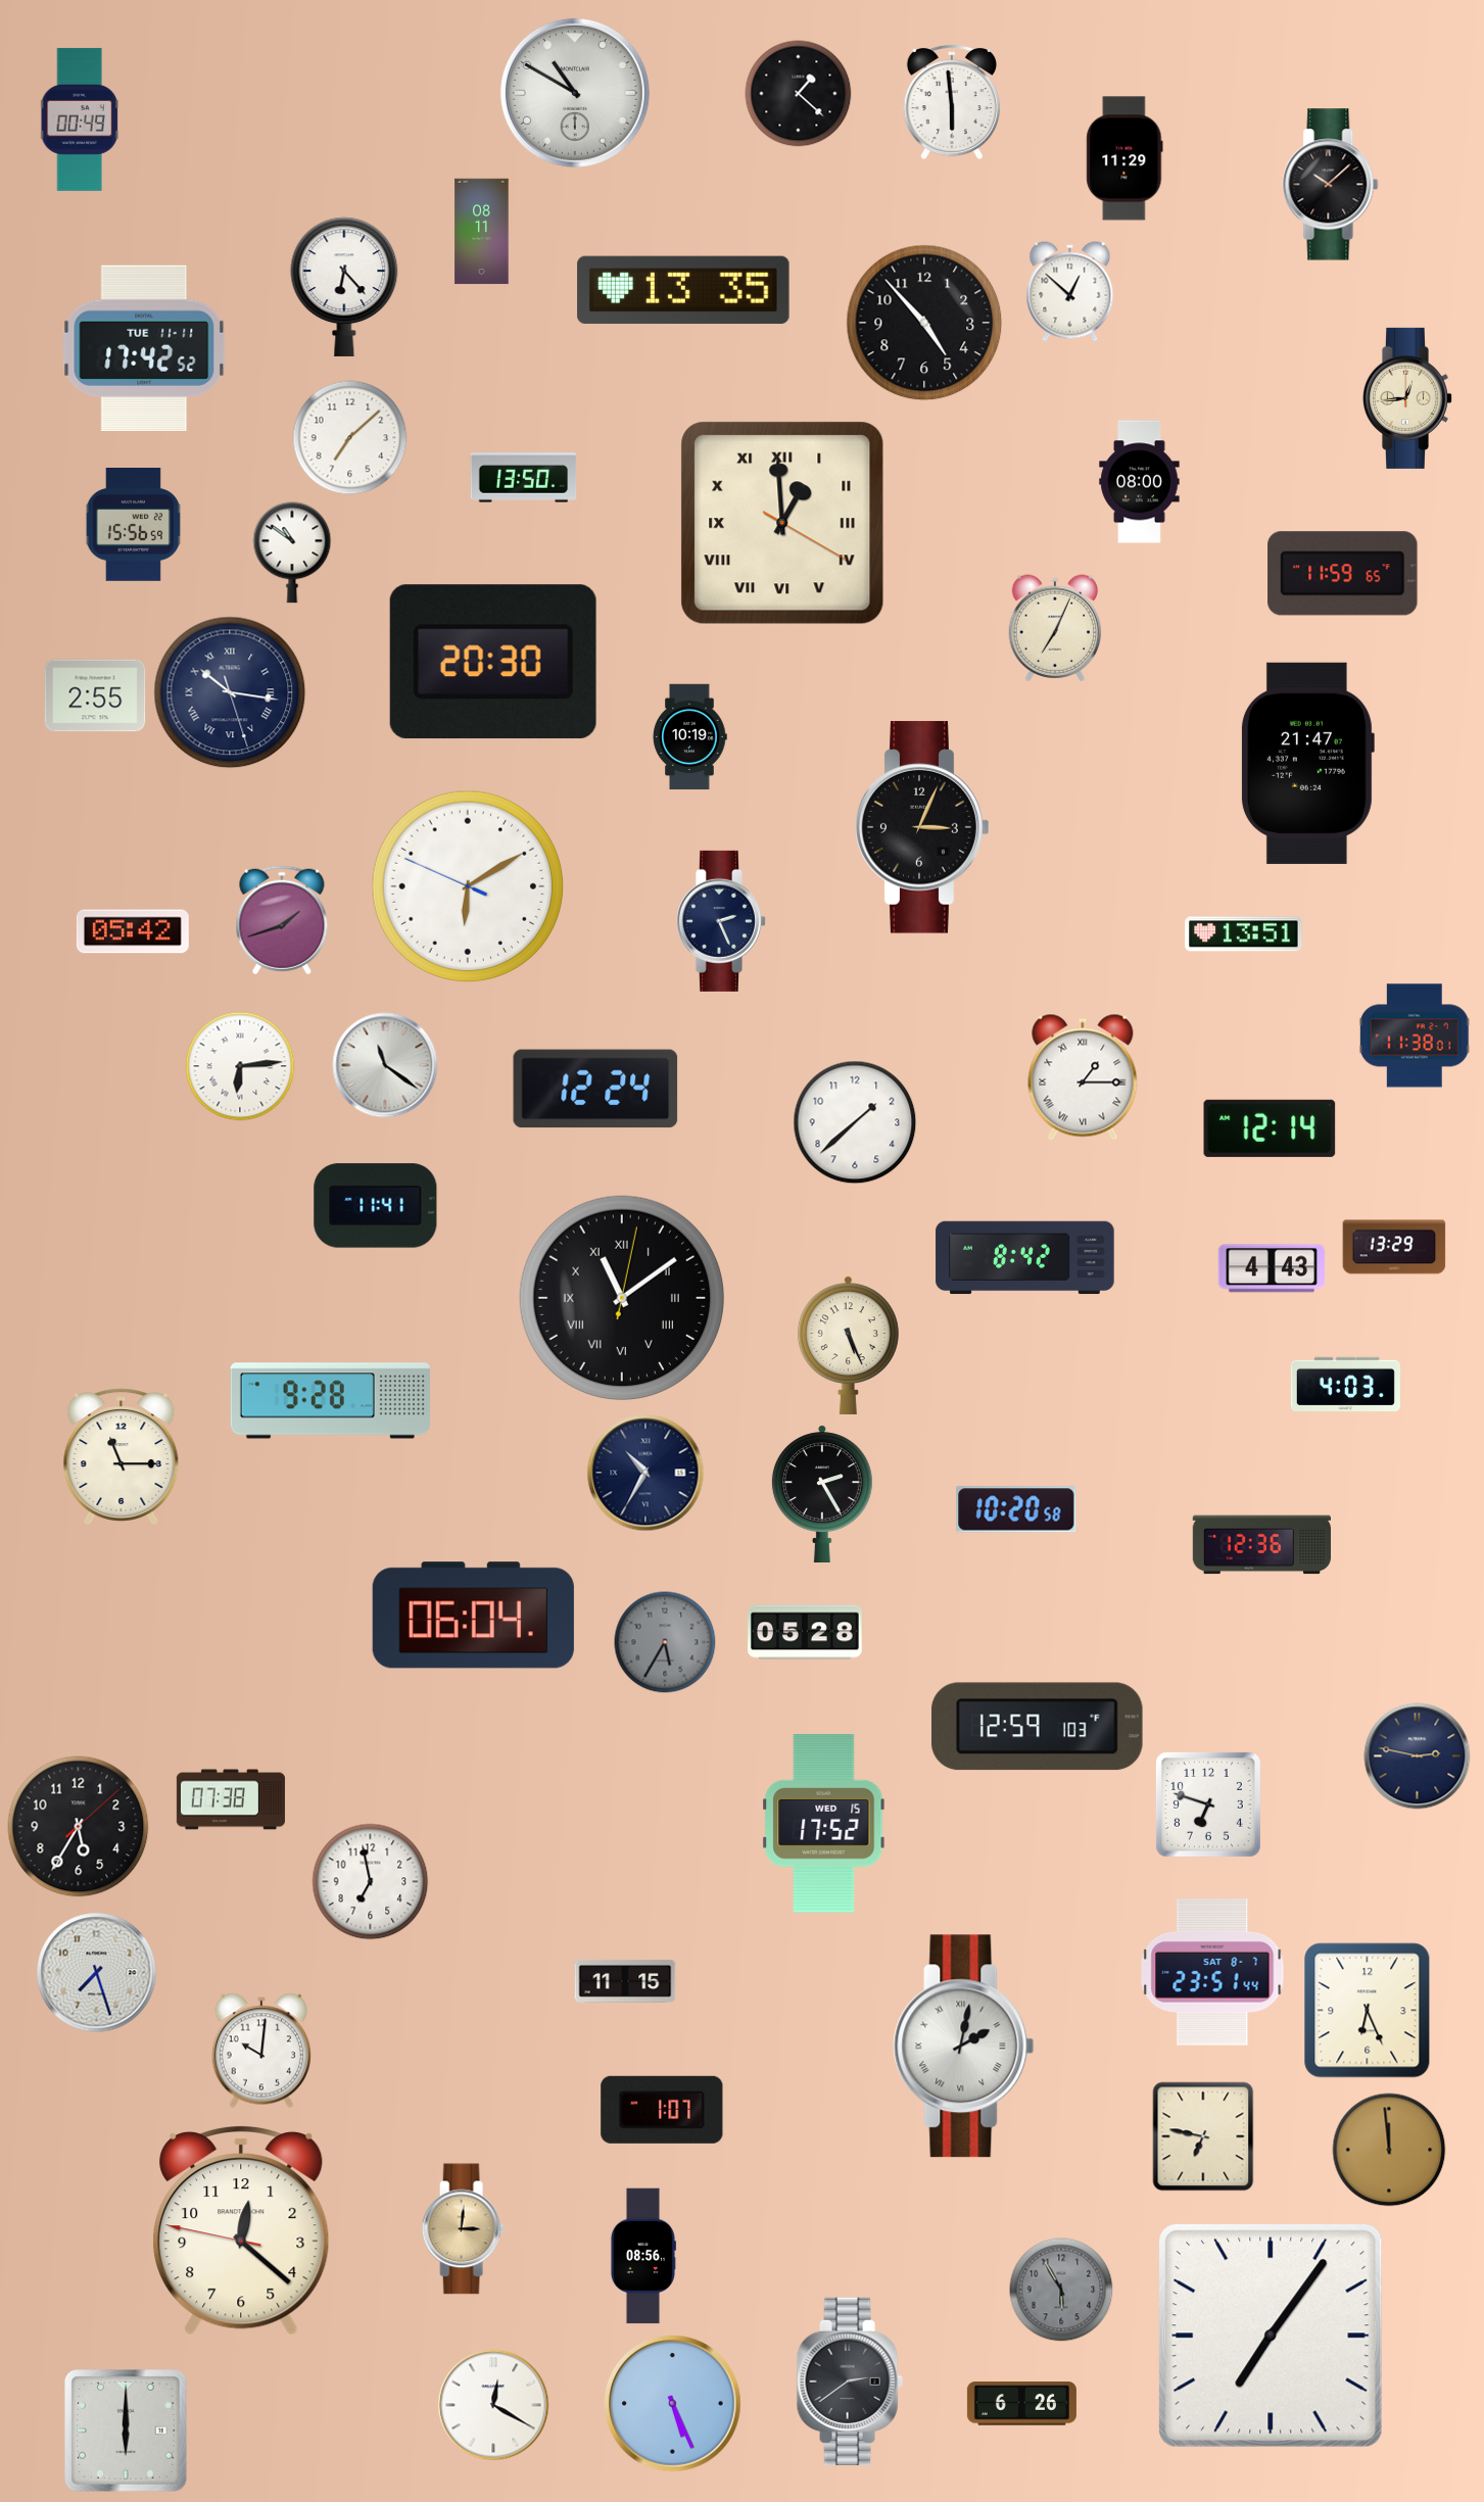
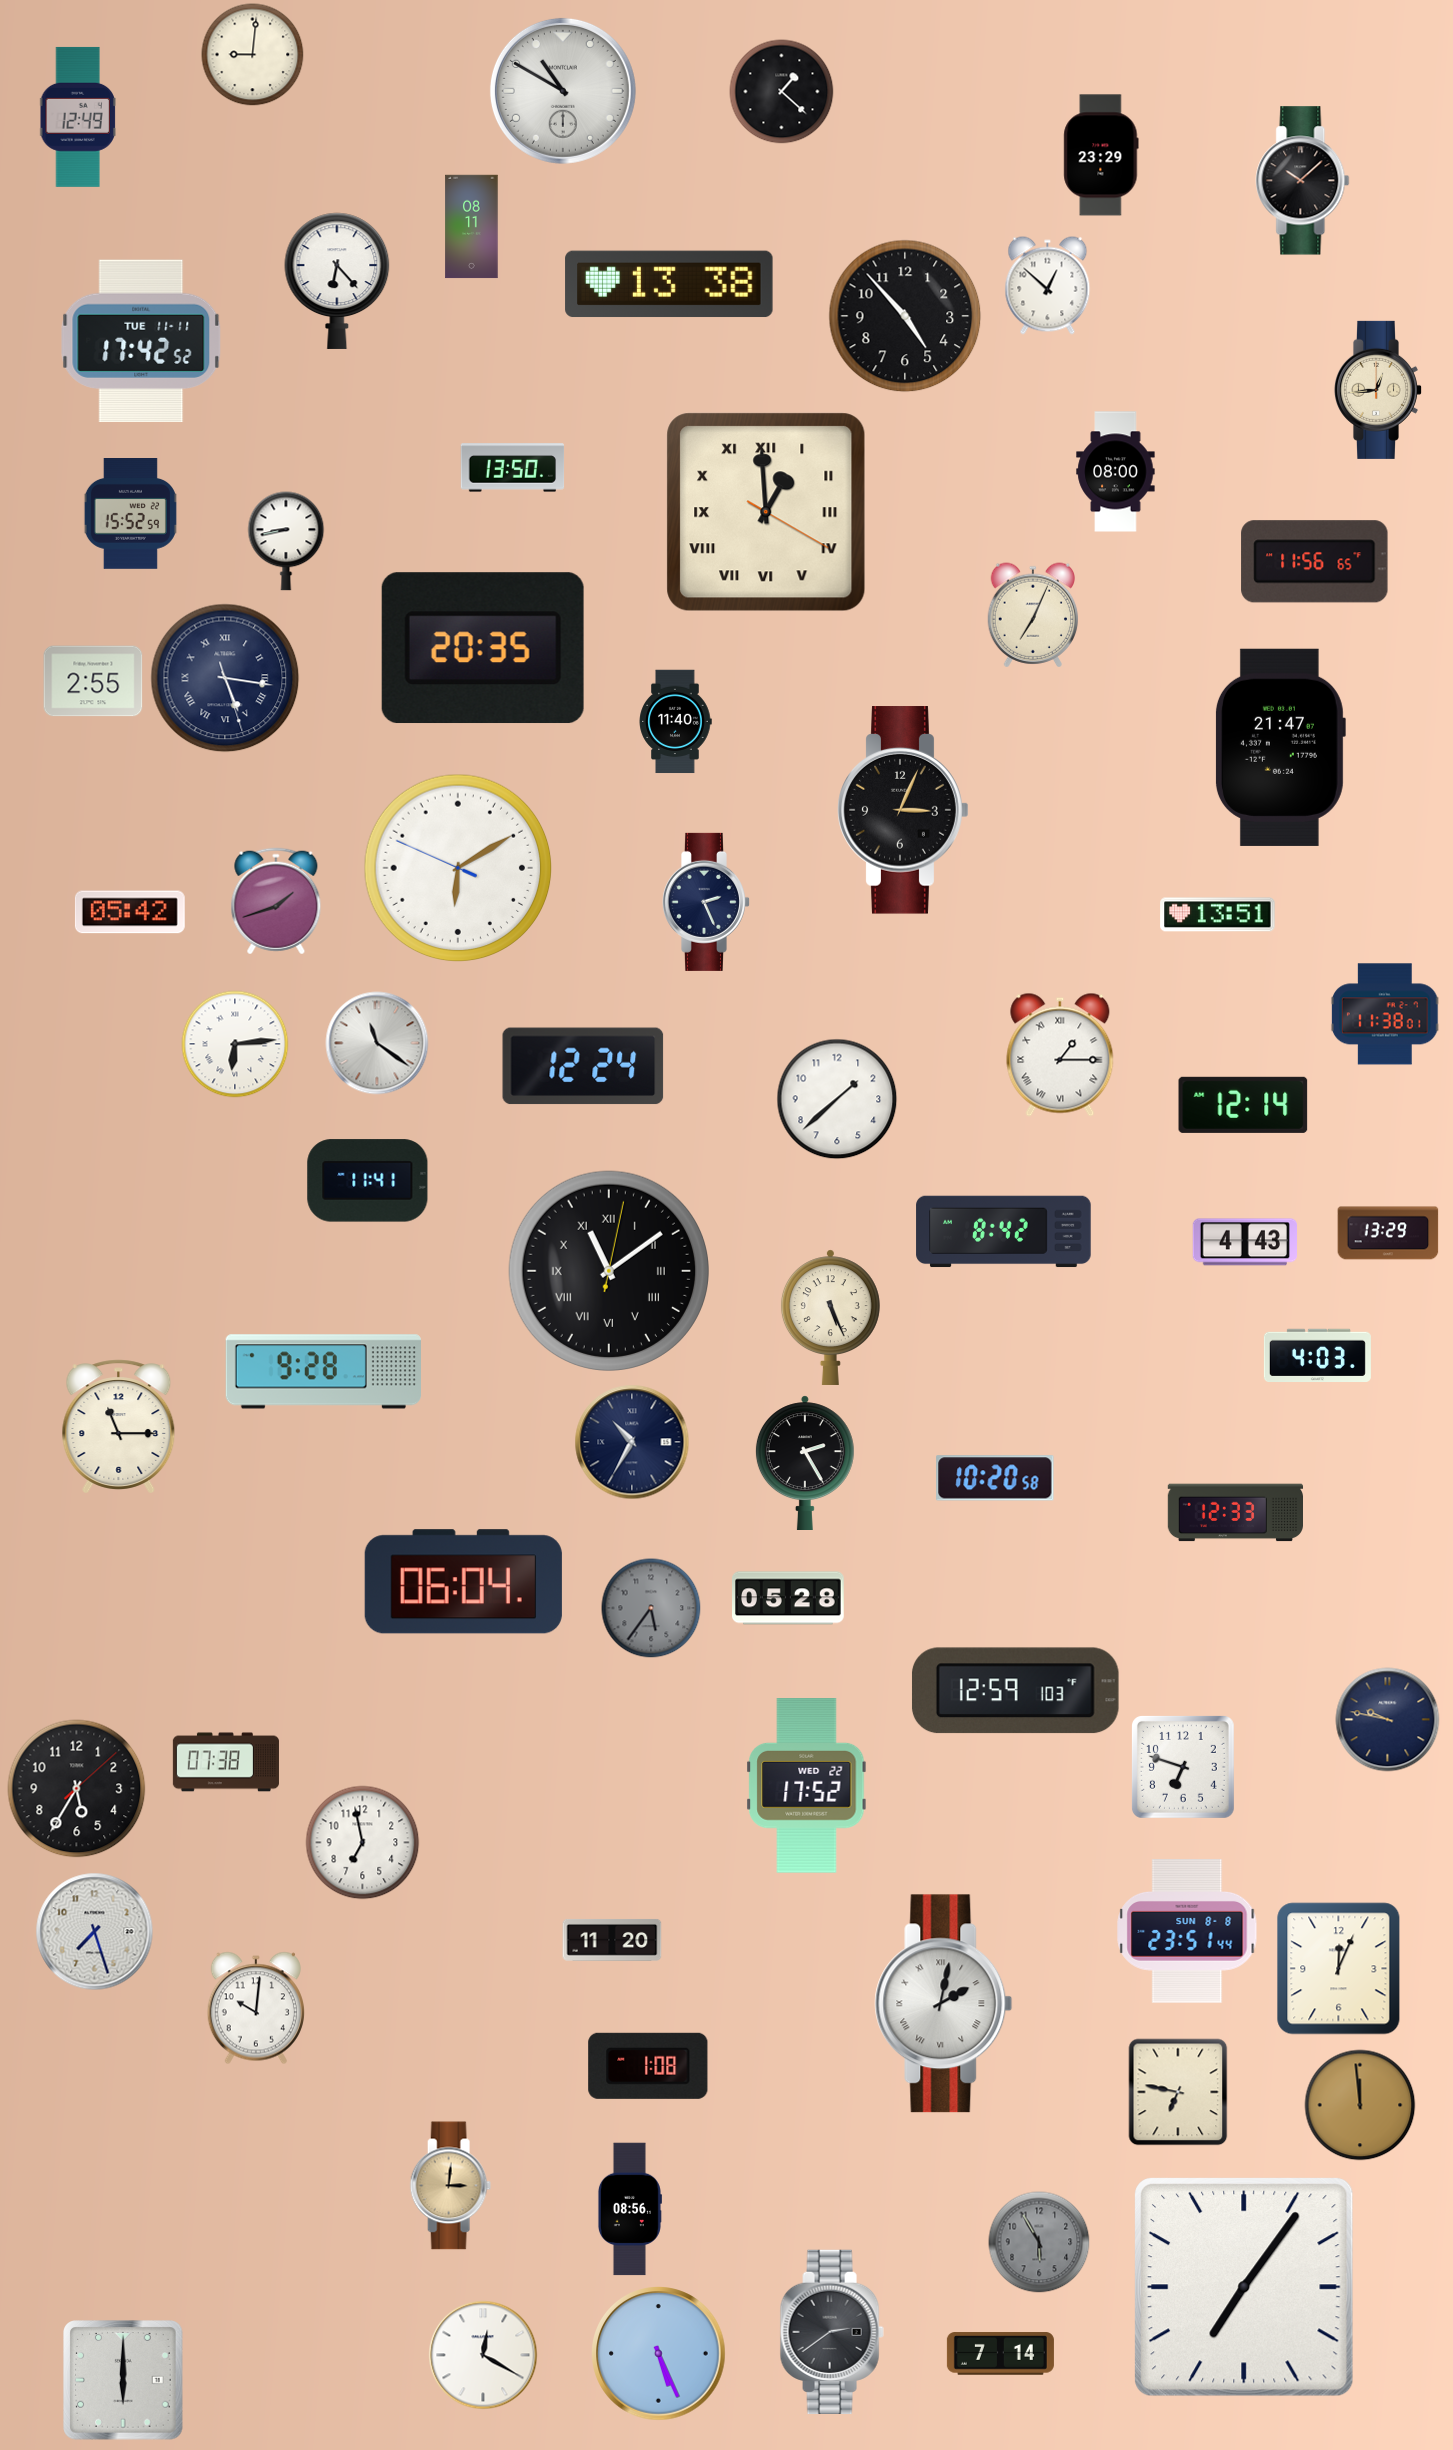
clock at (253, 55): none -> 9:01
clock at (952, 102): 5:59 -> none
clock at (80, 119): 00:49 -> 12:49
clock at (1124, 158): 11:29 -> 23:29
clock at (683, 290): 13:35 -> 13:38
clock at (350, 438): 7:08 -> none
clock at (133, 525): 15:56 -> 15:52
clock at (292, 552): 10:51 -> 8:43
clock at (1343, 574): 11:59 -> 11:56
clock at (493, 662): 20:30 -> 20:35
clock at (230, 692): 10:16 -> 5:16
clock at (689, 737): 10:19 -> 11:40
clock at (1394, 1247) position: (1394, 1247) -> (1388, 1233)
clock at (1261, 1545): 12:36 -> 12:33
clock at (665, 1642): 5:35 -> 5:36
clock at (1418, 1757): 2:47 -> 9:47
clock at (824, 1824) date: WED 15 -> WED 22
clock at (1212, 1972) date: SAT 8-7 -> SUN 8-8
clock at (625, 1981): 11:15 -> 11:20
clock at (1368, 2011): 6:26 -> 12:04
clock at (662, 2110): 1:07 -> 1:08
clock at (463, 2229) position: (463, 2229) -> (450, 2186)
clock at (241, 2231): 12:21 -> none
clock at (1021, 2404): 6:26 -> 7:14
